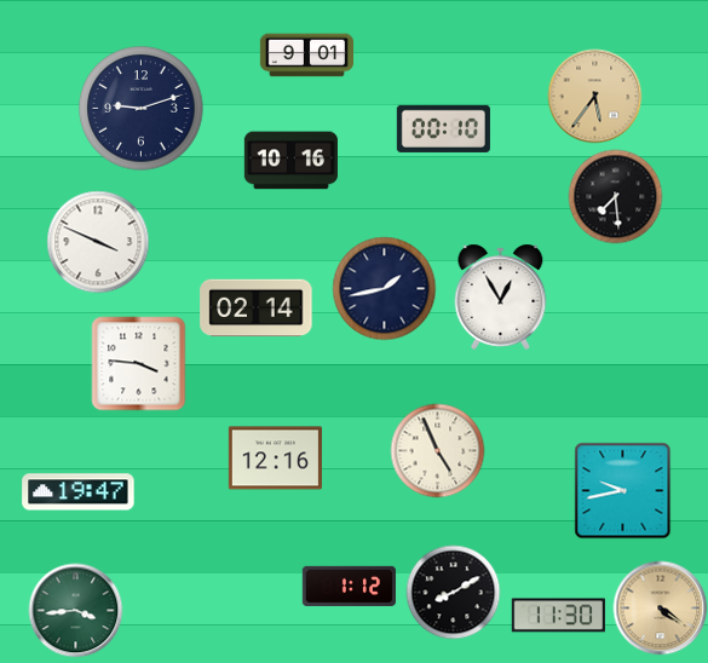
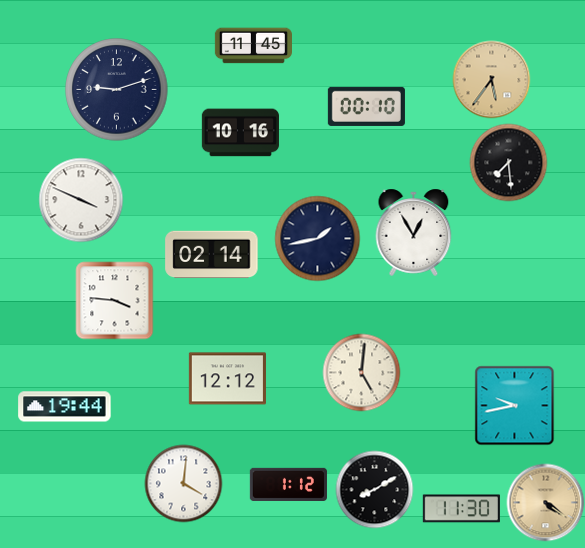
clock at (306, 56): 9:01 -> 11:45
clock at (501, 296) position: (501, 296) -> (414, 232)
clock at (437, 450): 4:56 -> 5:01
clock at (275, 459): 12:16 -> 12:12
clock at (79, 492): 19:47 -> 19:44
clock at (183, 483): none -> 4:01
clock at (75, 610): 3:44 -> none
